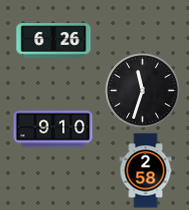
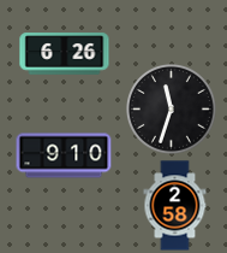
clock at (54, 41) position: (54, 41) -> (65, 54)
